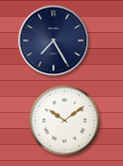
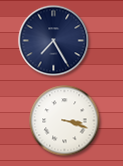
clock at (65, 121): 10:09 -> 3:18
